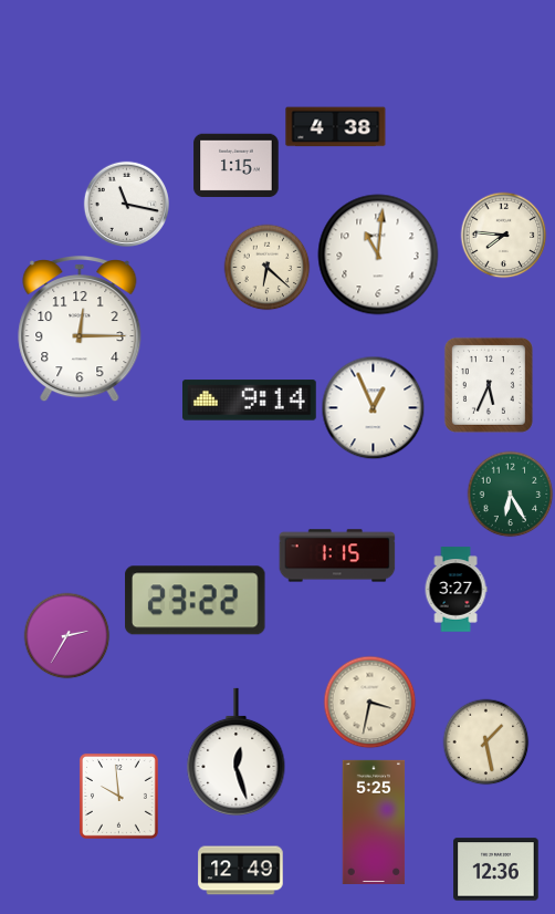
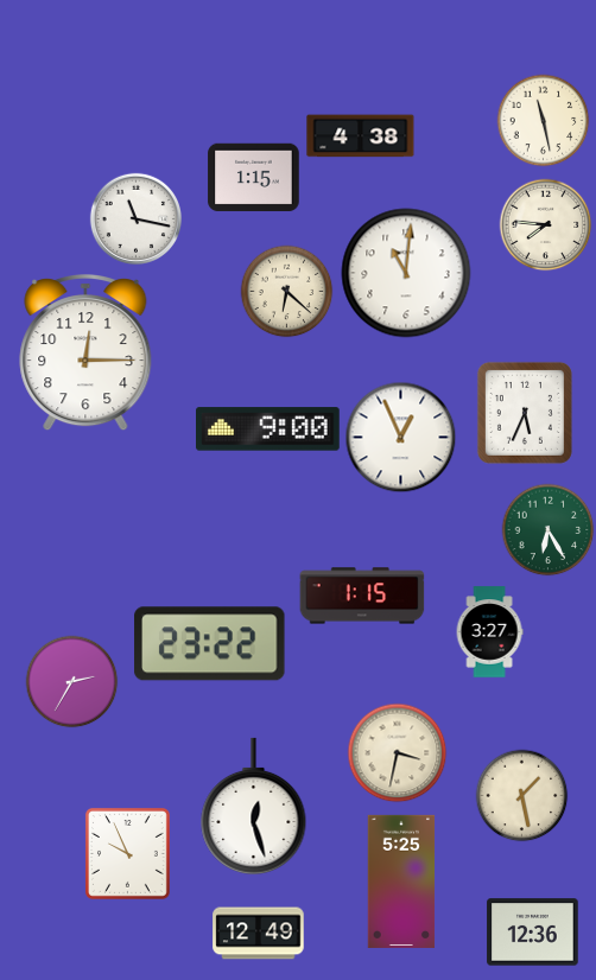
clock at (543, 120): none -> 11:28
clock at (503, 235) position: (503, 235) -> (545, 224)
clock at (266, 267) position: (266, 267) -> (286, 291)
clock at (250, 401): 9:14 -> 9:00
clock at (118, 796): 9:59 -> 9:56
